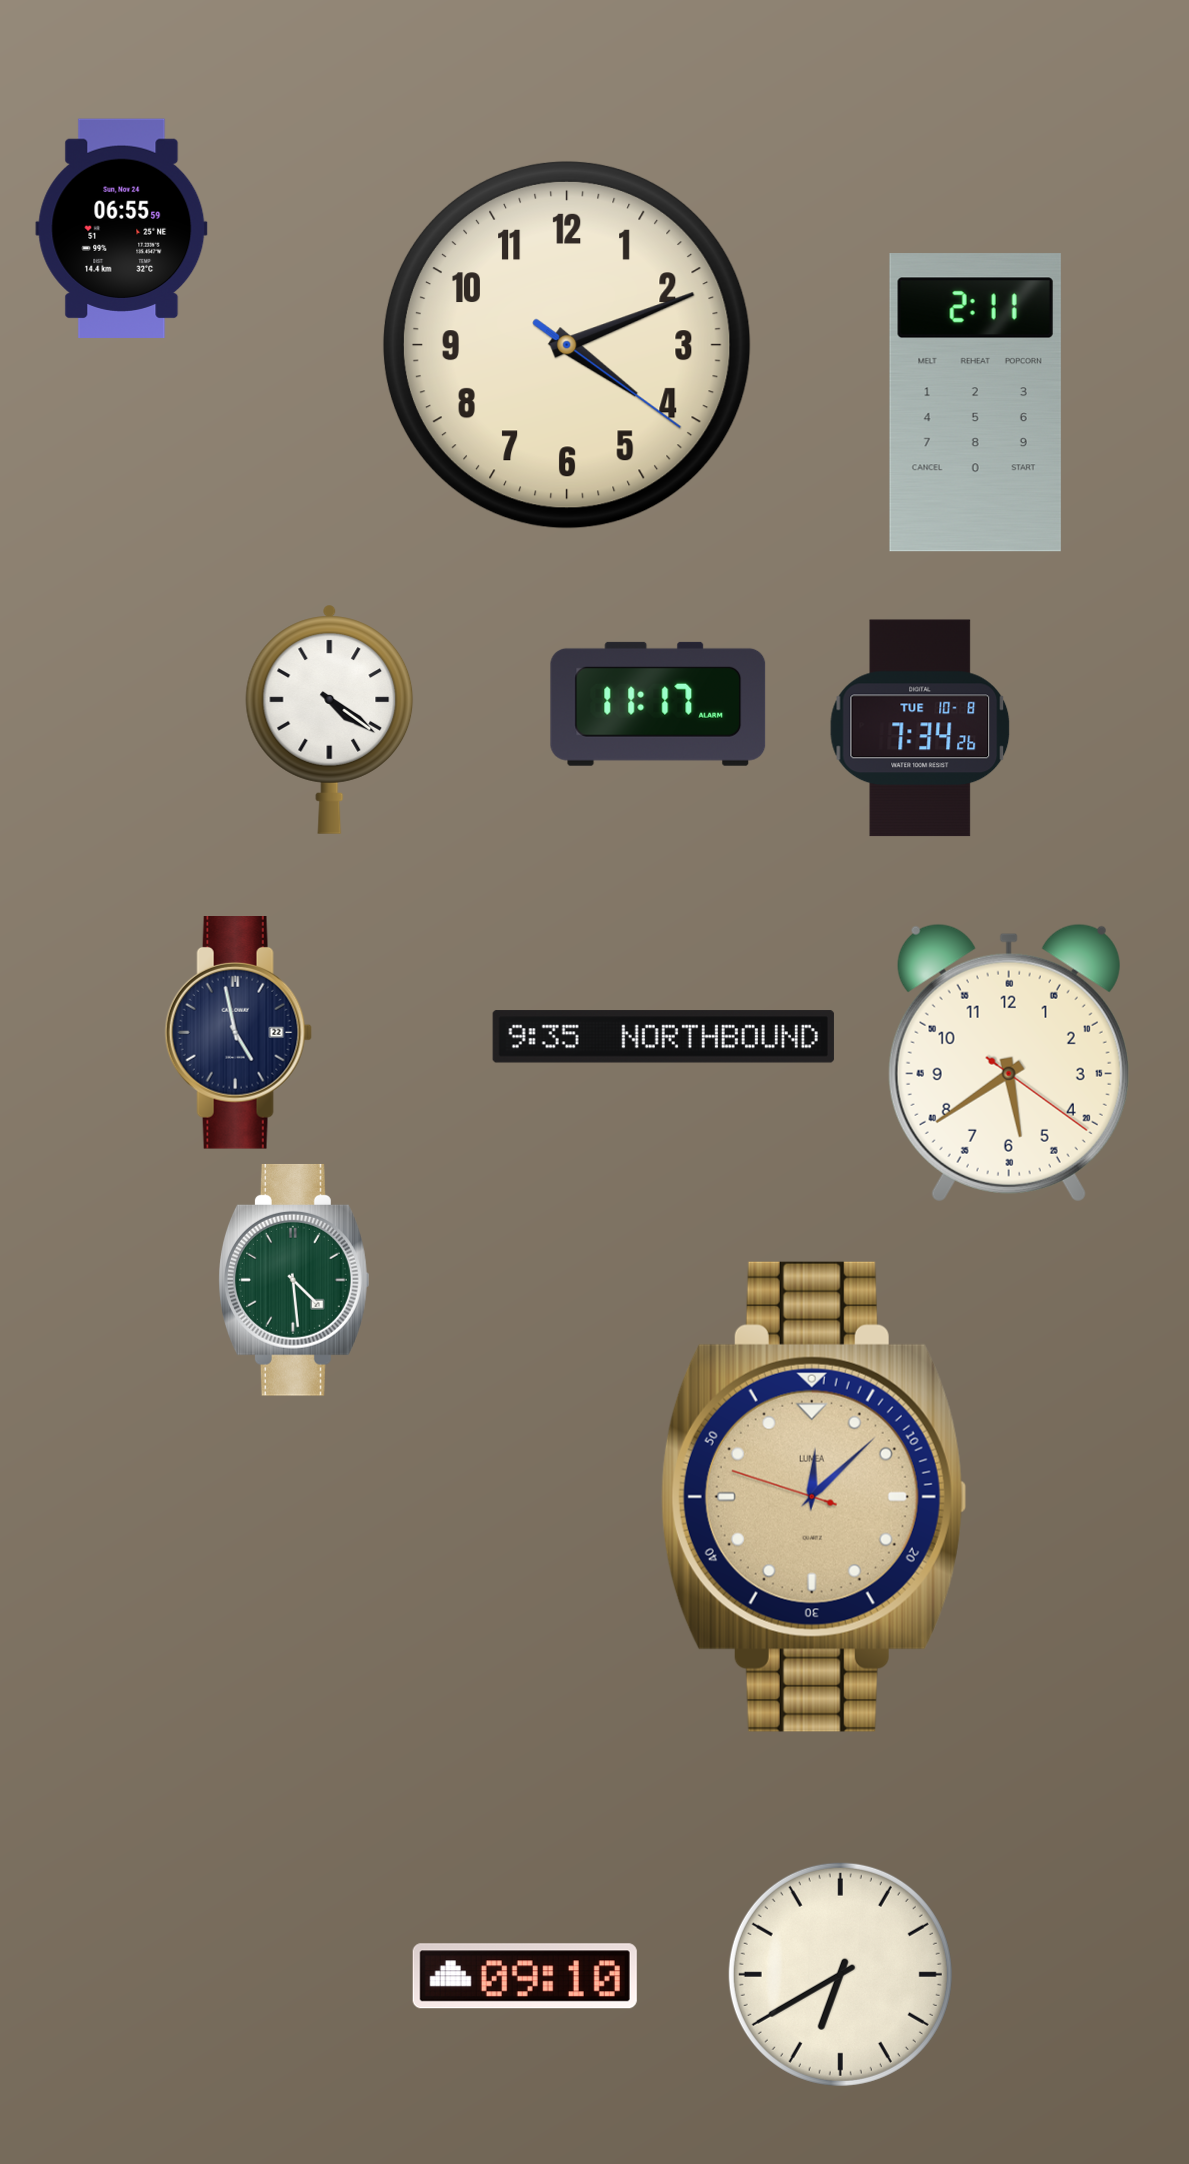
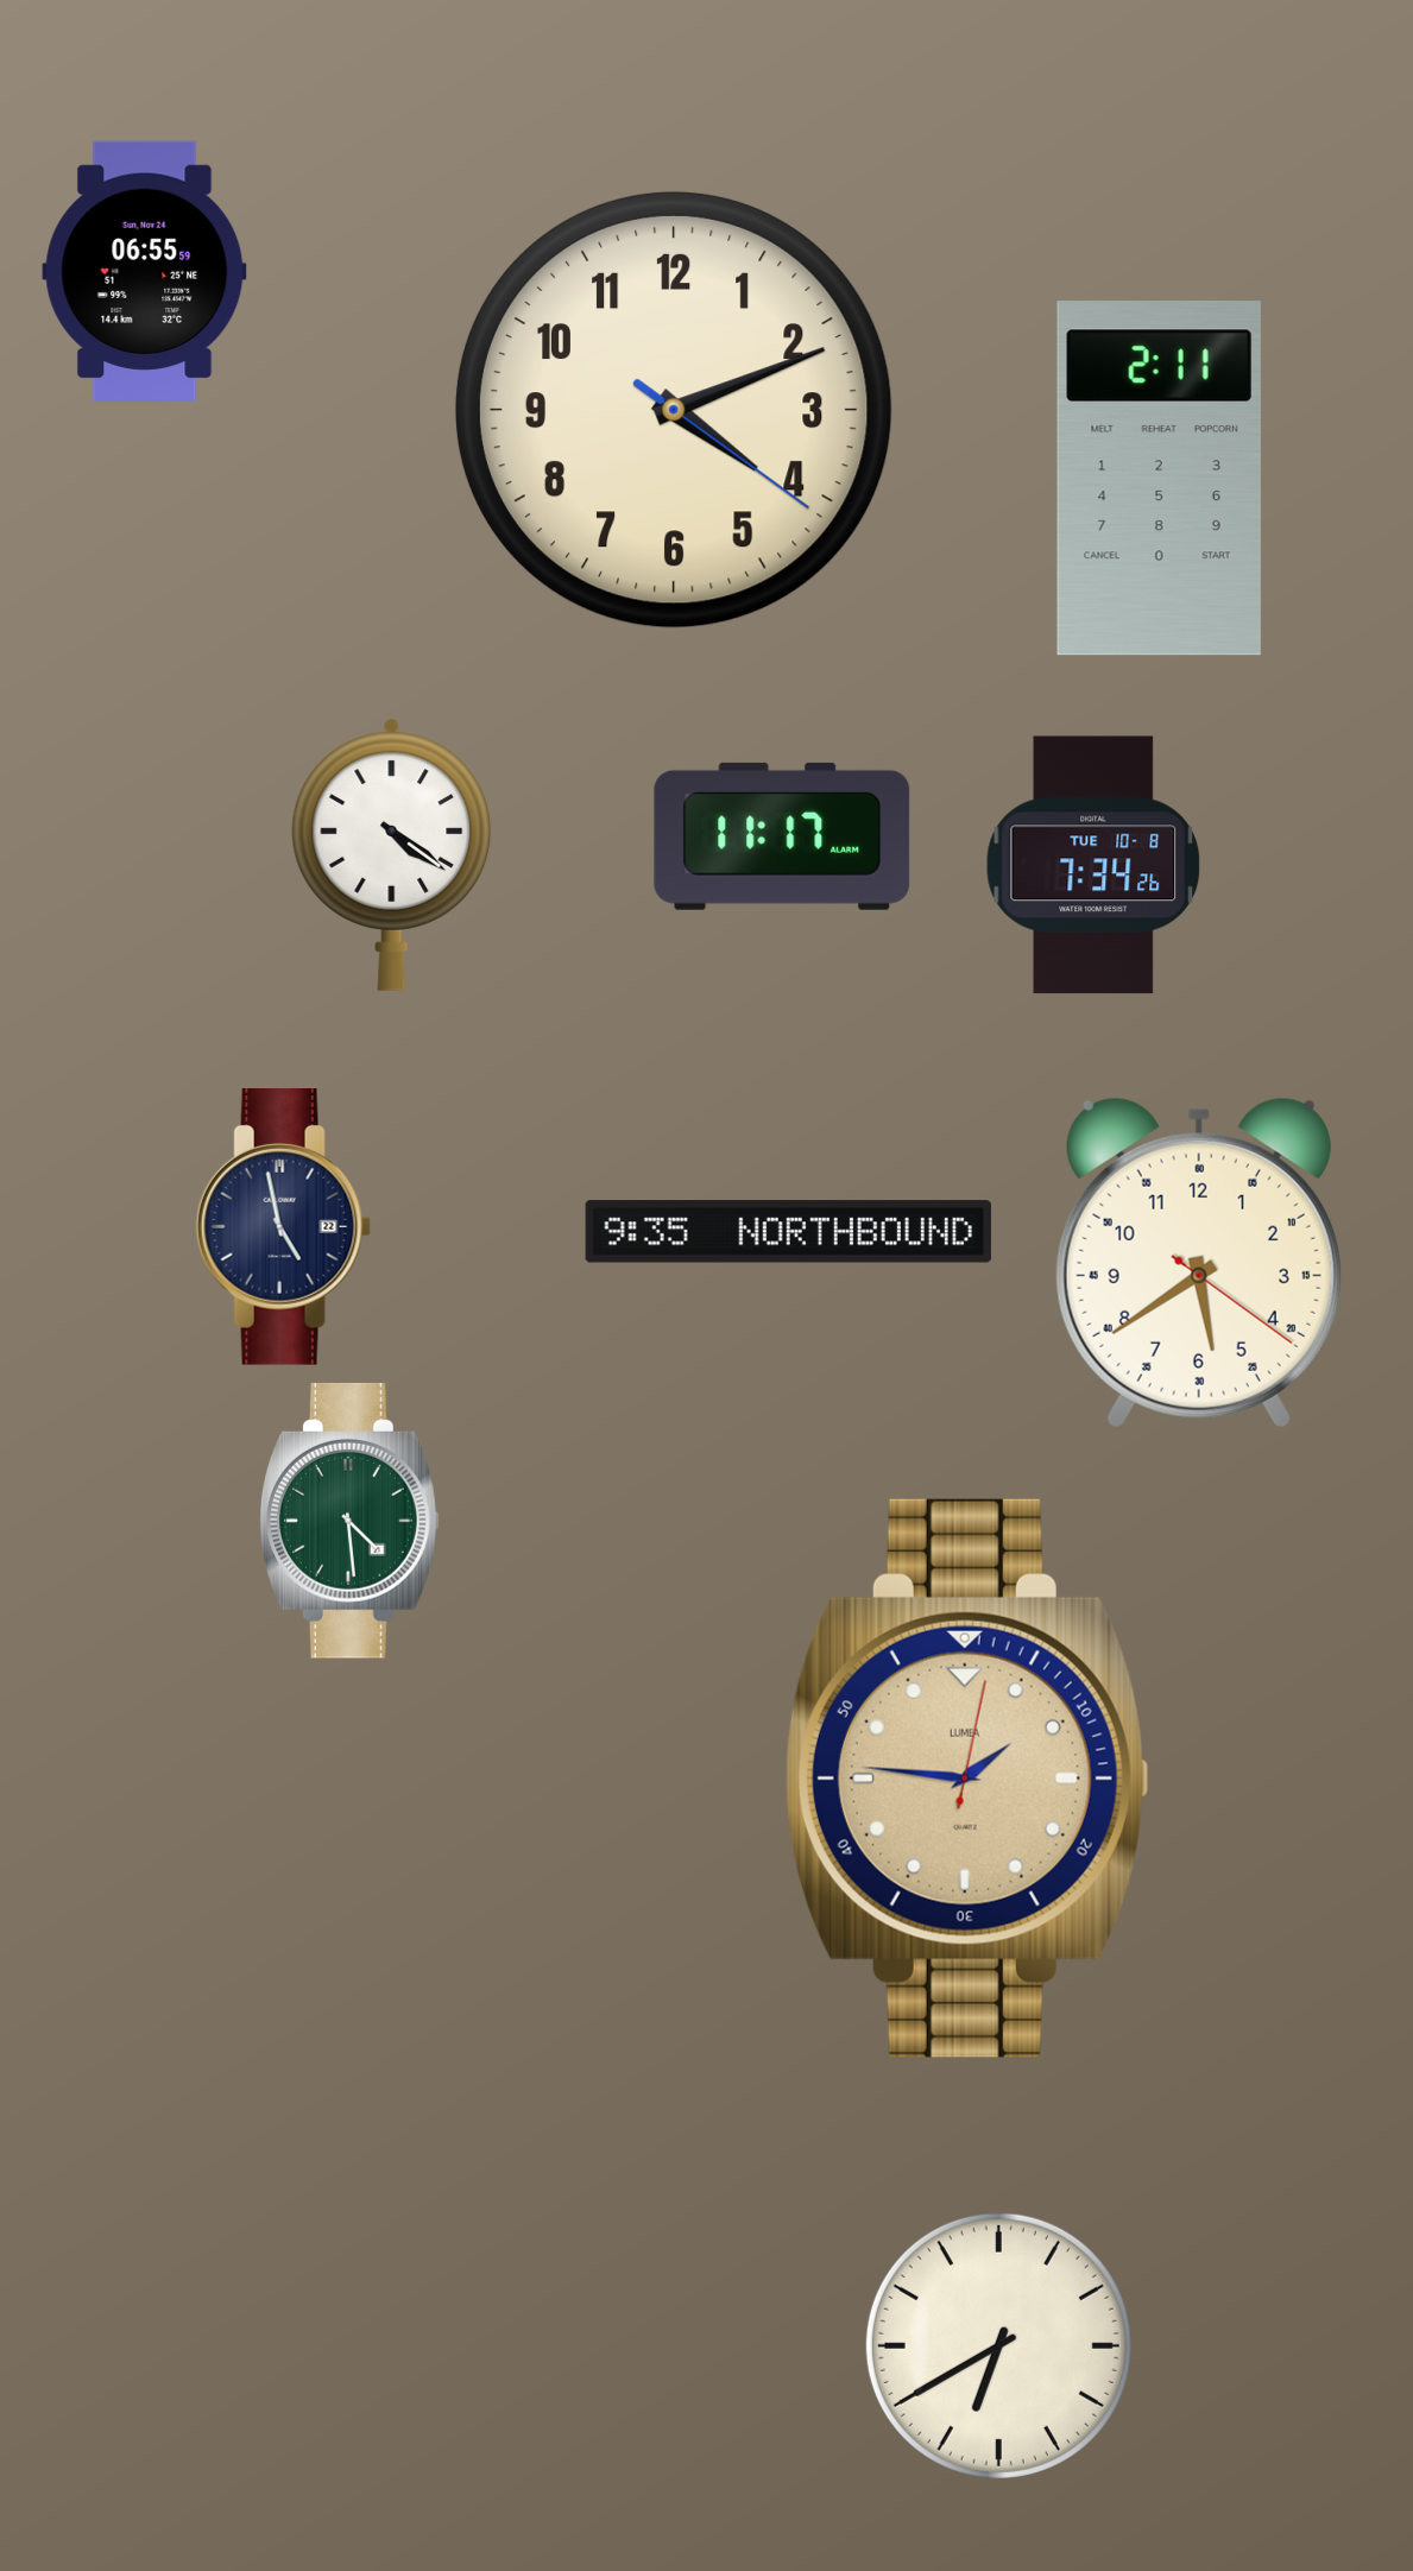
clock at (814, 1497): 12:07 -> 1:46
clock at (525, 1976): 09:10 -> none
